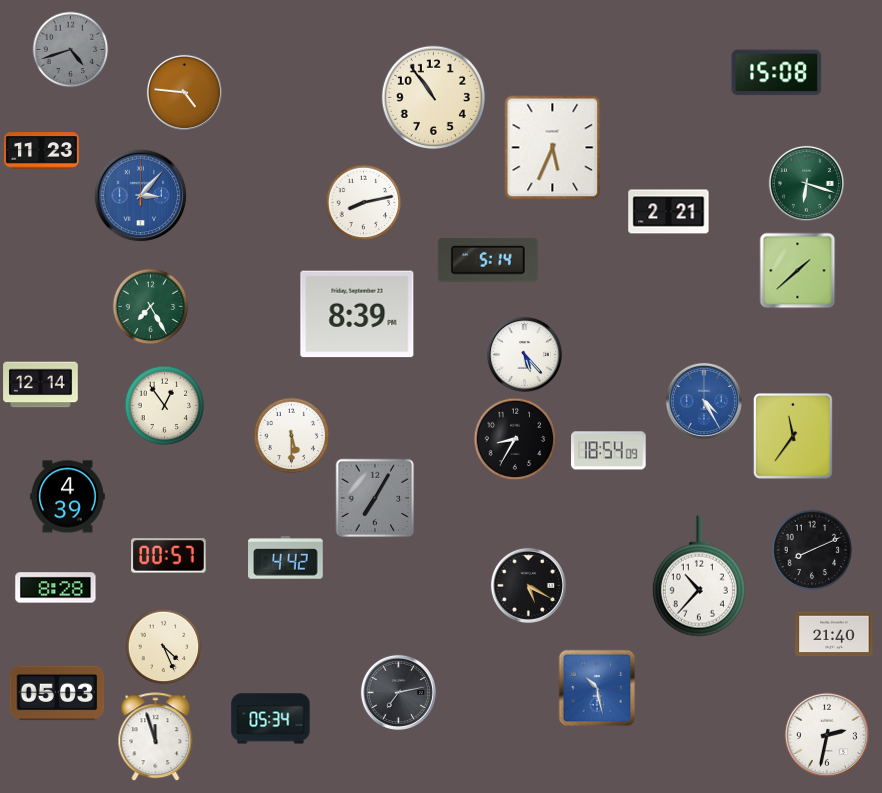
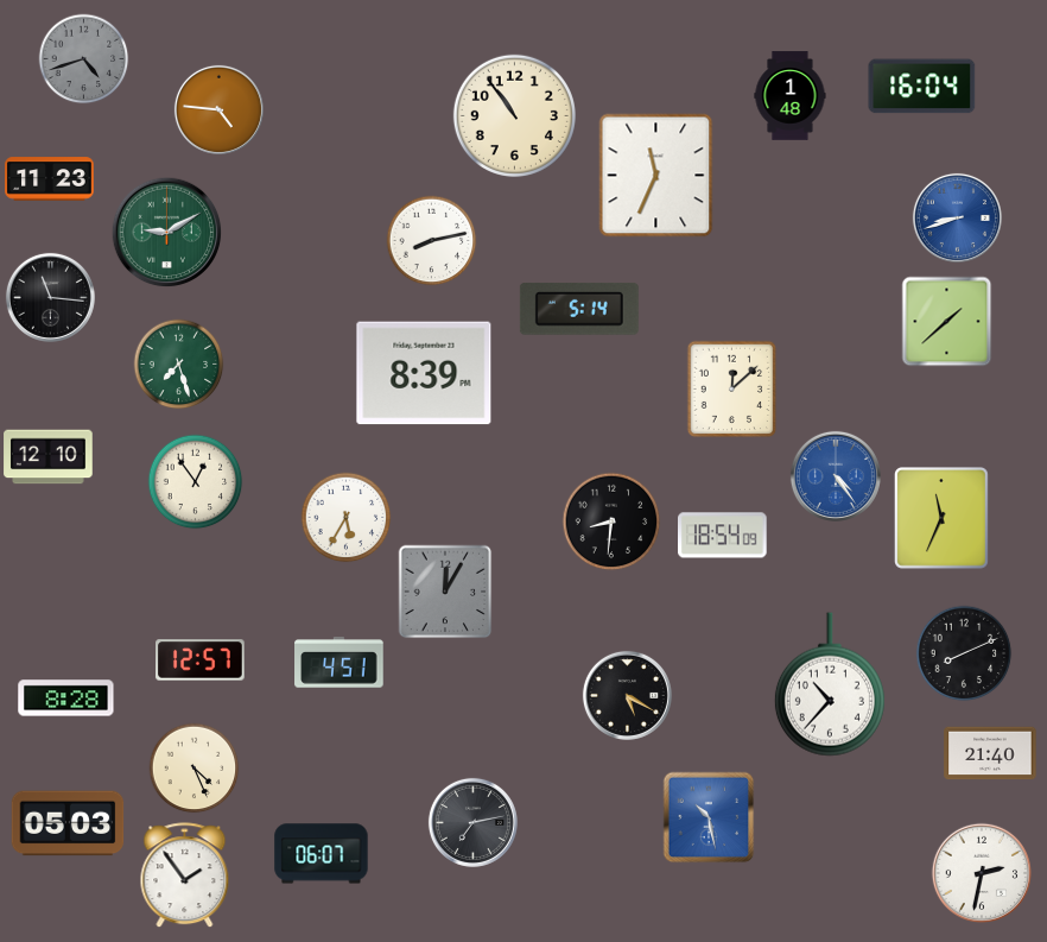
clock at (777, 73): 15:08 -> 16:04
clock at (791, 96): none -> 1:48
clock at (553, 148): 5:34 -> 11:34
clock at (806, 183): 6:18 -> 8:42
clock at (806, 183) dial: green -> blue
clock at (141, 196): 3:07 -> 9:10
clock at (141, 196) dial: blue -> green
clock at (669, 212): 2:21 -> none
clock at (50, 297): none -> 11:16
clock at (151, 307): 7:25 -> 7:27
clock at (732, 390): none -> 12:08
clock at (524, 354): 5:23 -> none
clock at (41, 385): 12:14 -> 12:10
clock at (704, 401): 4:25 -> 4:24
clock at (292, 436): 5:30 -> 5:35
clock at (794, 437): 11:36 -> 11:34
clock at (515, 439): 8:35 -> 8:31
clock at (68, 497): 4:39 -> none
clock at (375, 498): 7:05 -> 12:05
clock at (169, 556): 00:57 -> 12:57
clock at (286, 558): 4:42 -> 4:51
clock at (271, 719): 05:34 -> 06:07
clock at (156, 737): 11:57 -> 1:54
